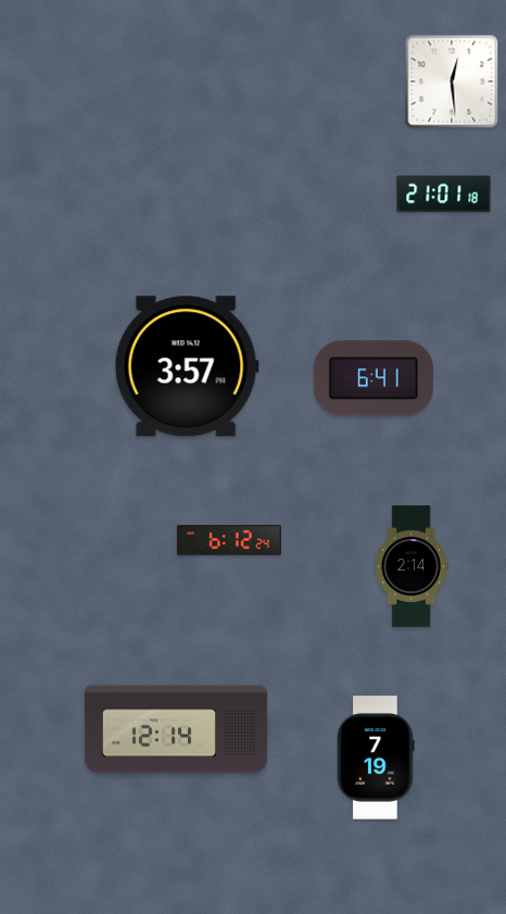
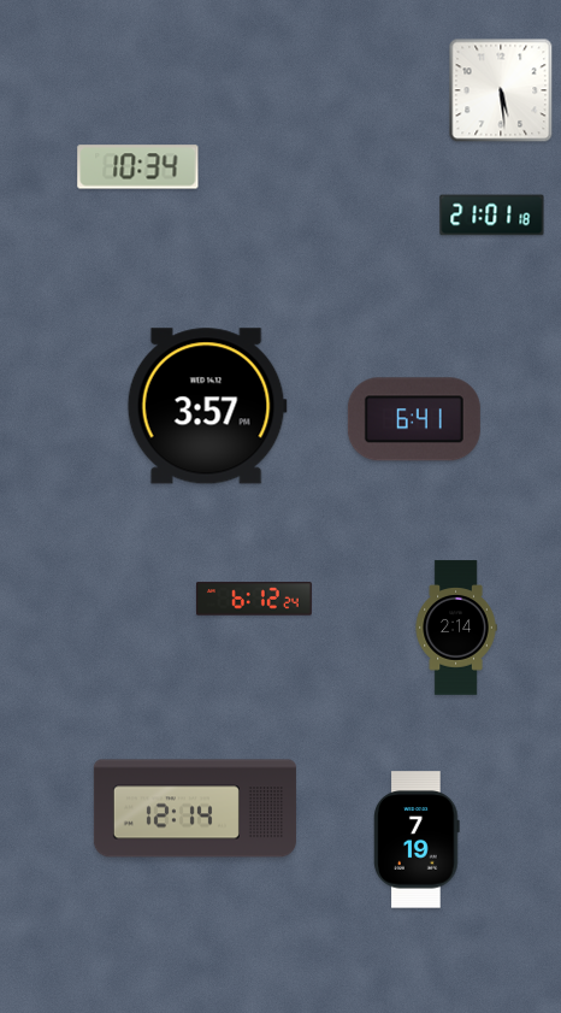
clock at (452, 82): 12:29 -> 5:29
clock at (138, 167): none -> 10:34
